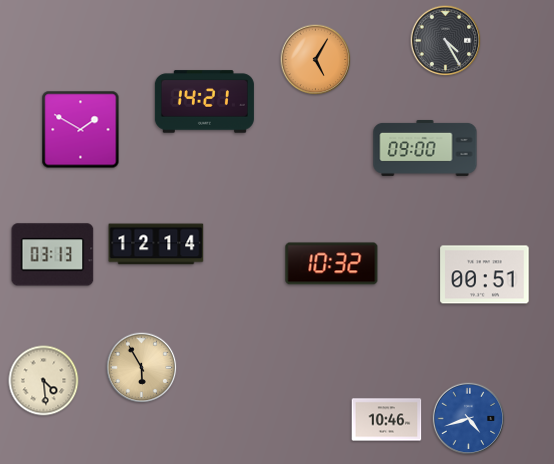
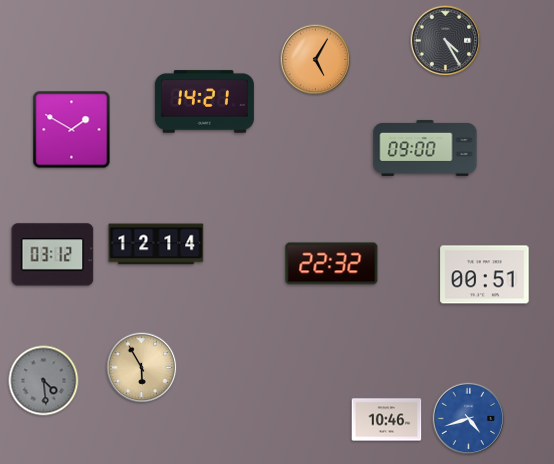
clock at (81, 130) position: (81, 130) -> (72, 130)
clock at (53, 255): 03:13 -> 03:12
clock at (332, 264): 10:32 -> 22:32
clock at (44, 381) dial: cream -> grey
